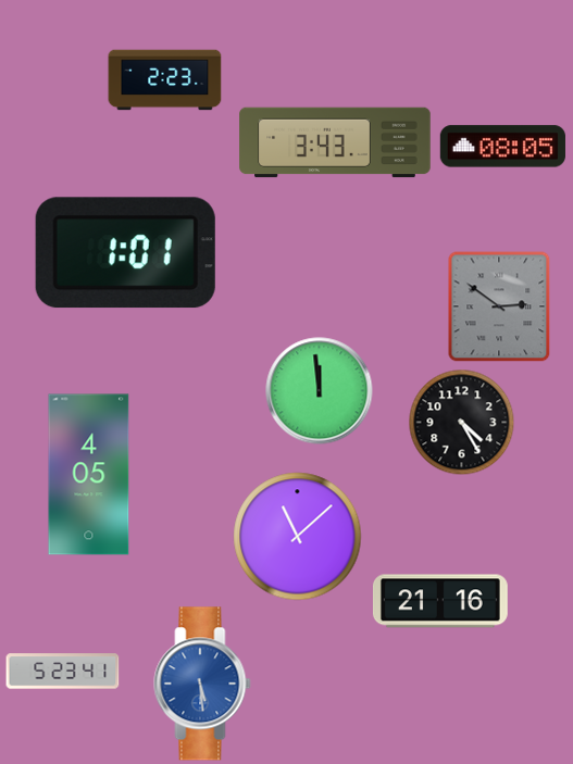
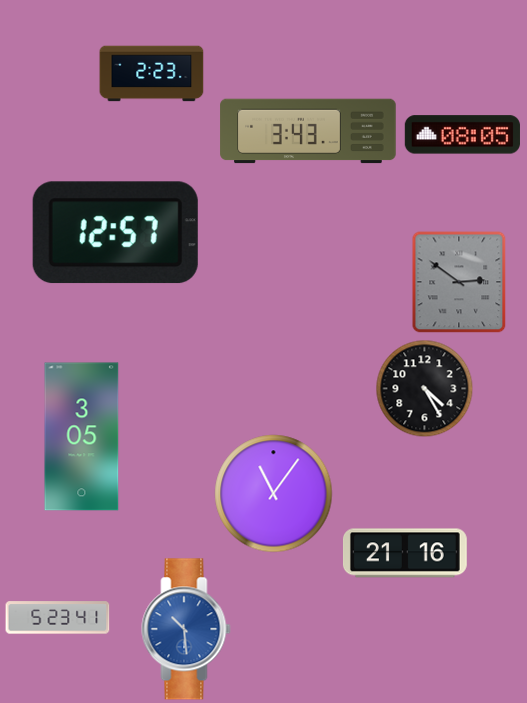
clock at (125, 253): 1:01 -> 12:57
clock at (320, 391): 11:59 -> none
clock at (89, 475): 4:05 -> 3:05
clock at (298, 537): 11:08 -> 11:06
clock at (202, 684): 5:29 -> 10:29
